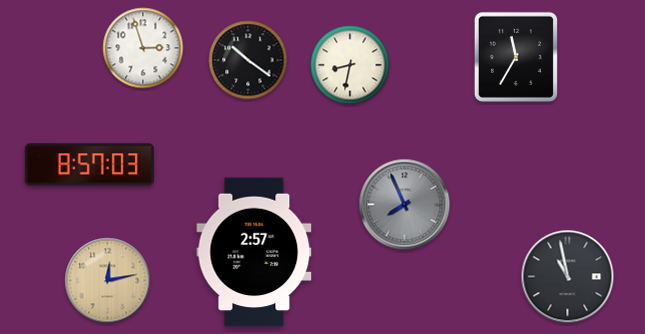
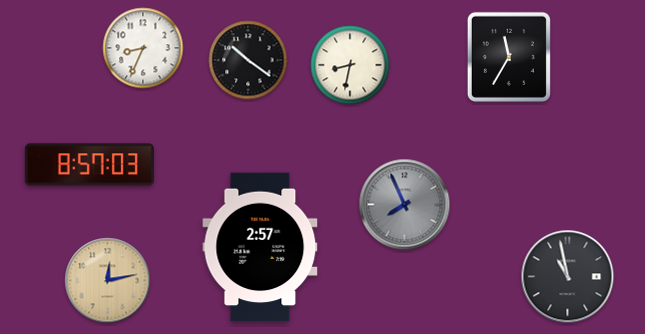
clock at (143, 48): 2:57 -> 8:34
clock at (516, 57) position: (516, 57) -> (509, 57)
clock at (254, 252) position: (254, 252) -> (260, 247)
